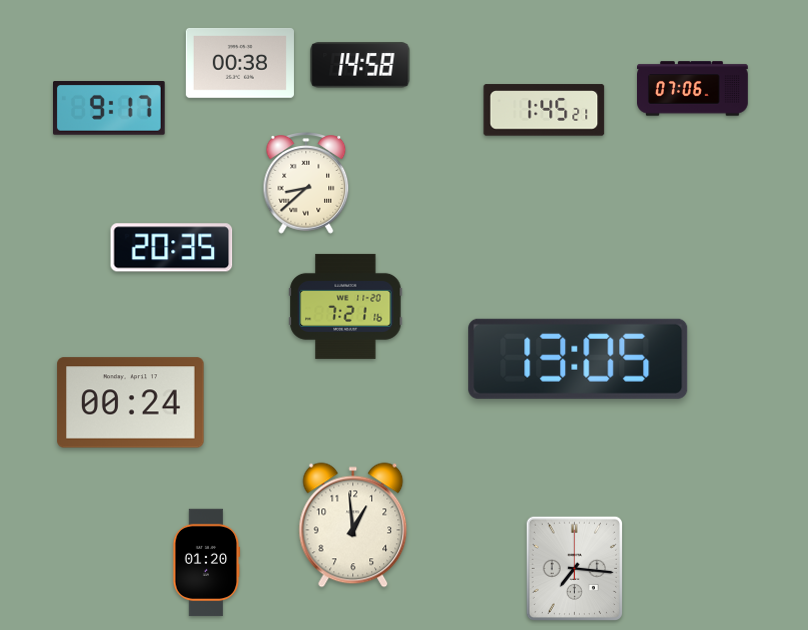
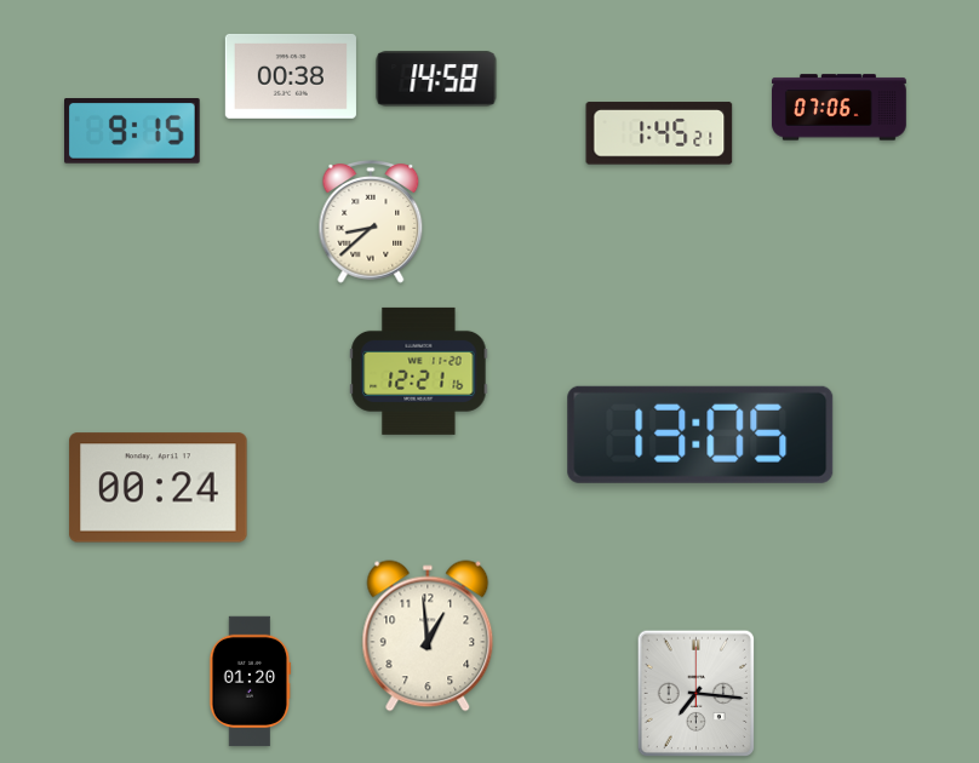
clock at (110, 109): 9:17 -> 9:15
clock at (172, 248): 20:35 -> none
clock at (346, 306): 7:21 -> 12:21
clock at (574, 569) position: (574, 569) -> (695, 694)
